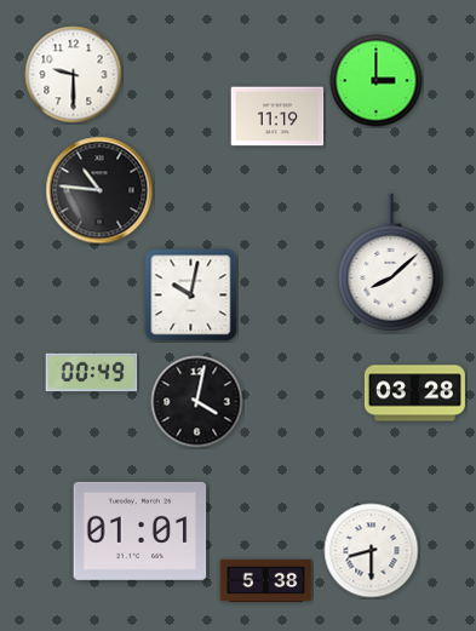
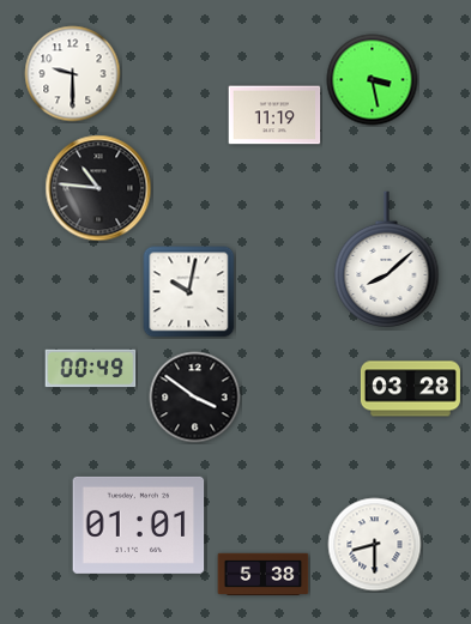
clock at (377, 81): 3:00 -> 3:28
clock at (197, 402): 4:02 -> 3:51
clock at (372, 551) position: (372, 551) -> (375, 545)
